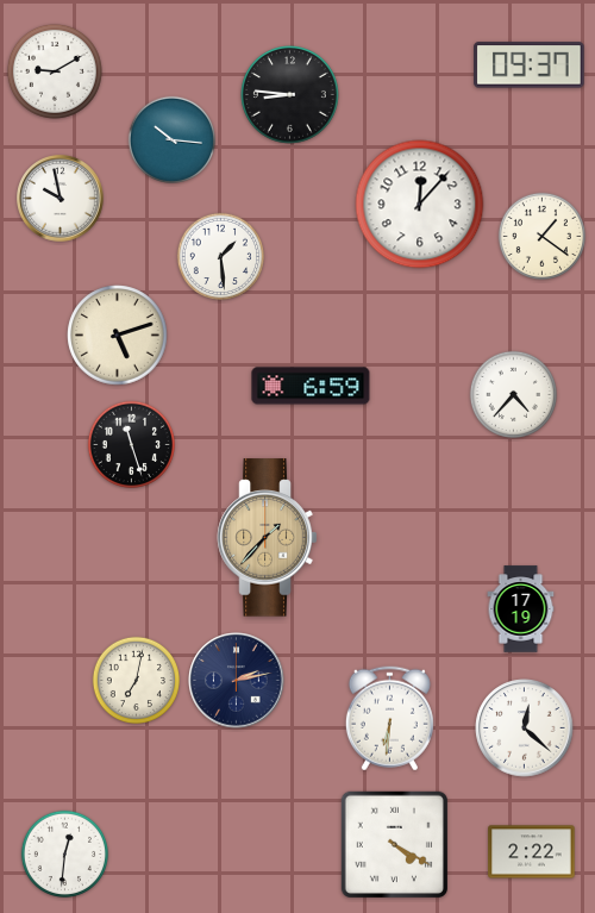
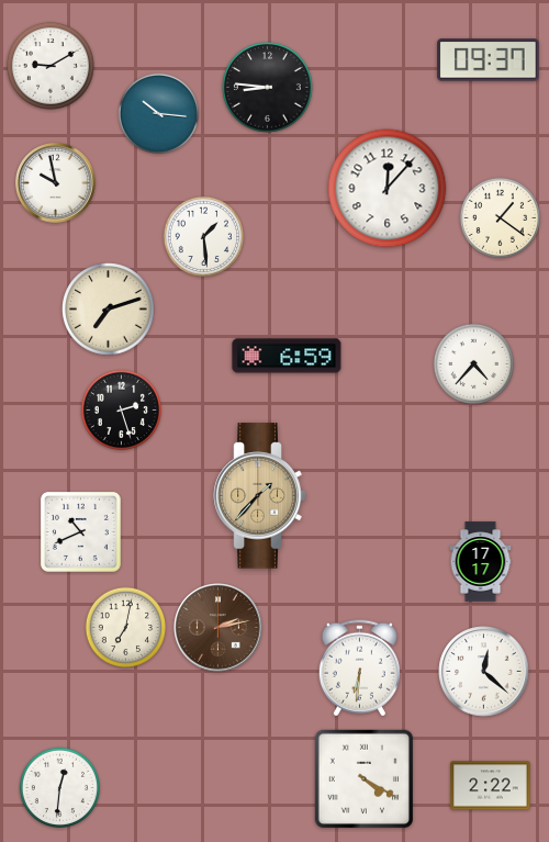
clock at (171, 139) position: (171, 139) -> (158, 113)
clock at (118, 336): 5:12 -> 7:12
clock at (131, 444): 11:27 -> 2:27
clock at (268, 538) position: (268, 538) -> (260, 496)
clock at (80, 531): none -> 10:41
clock at (521, 609): 17:19 -> 17:17
clock at (237, 681) dial: navy -> brown
clock at (389, 719) position: (389, 719) -> (359, 669)
